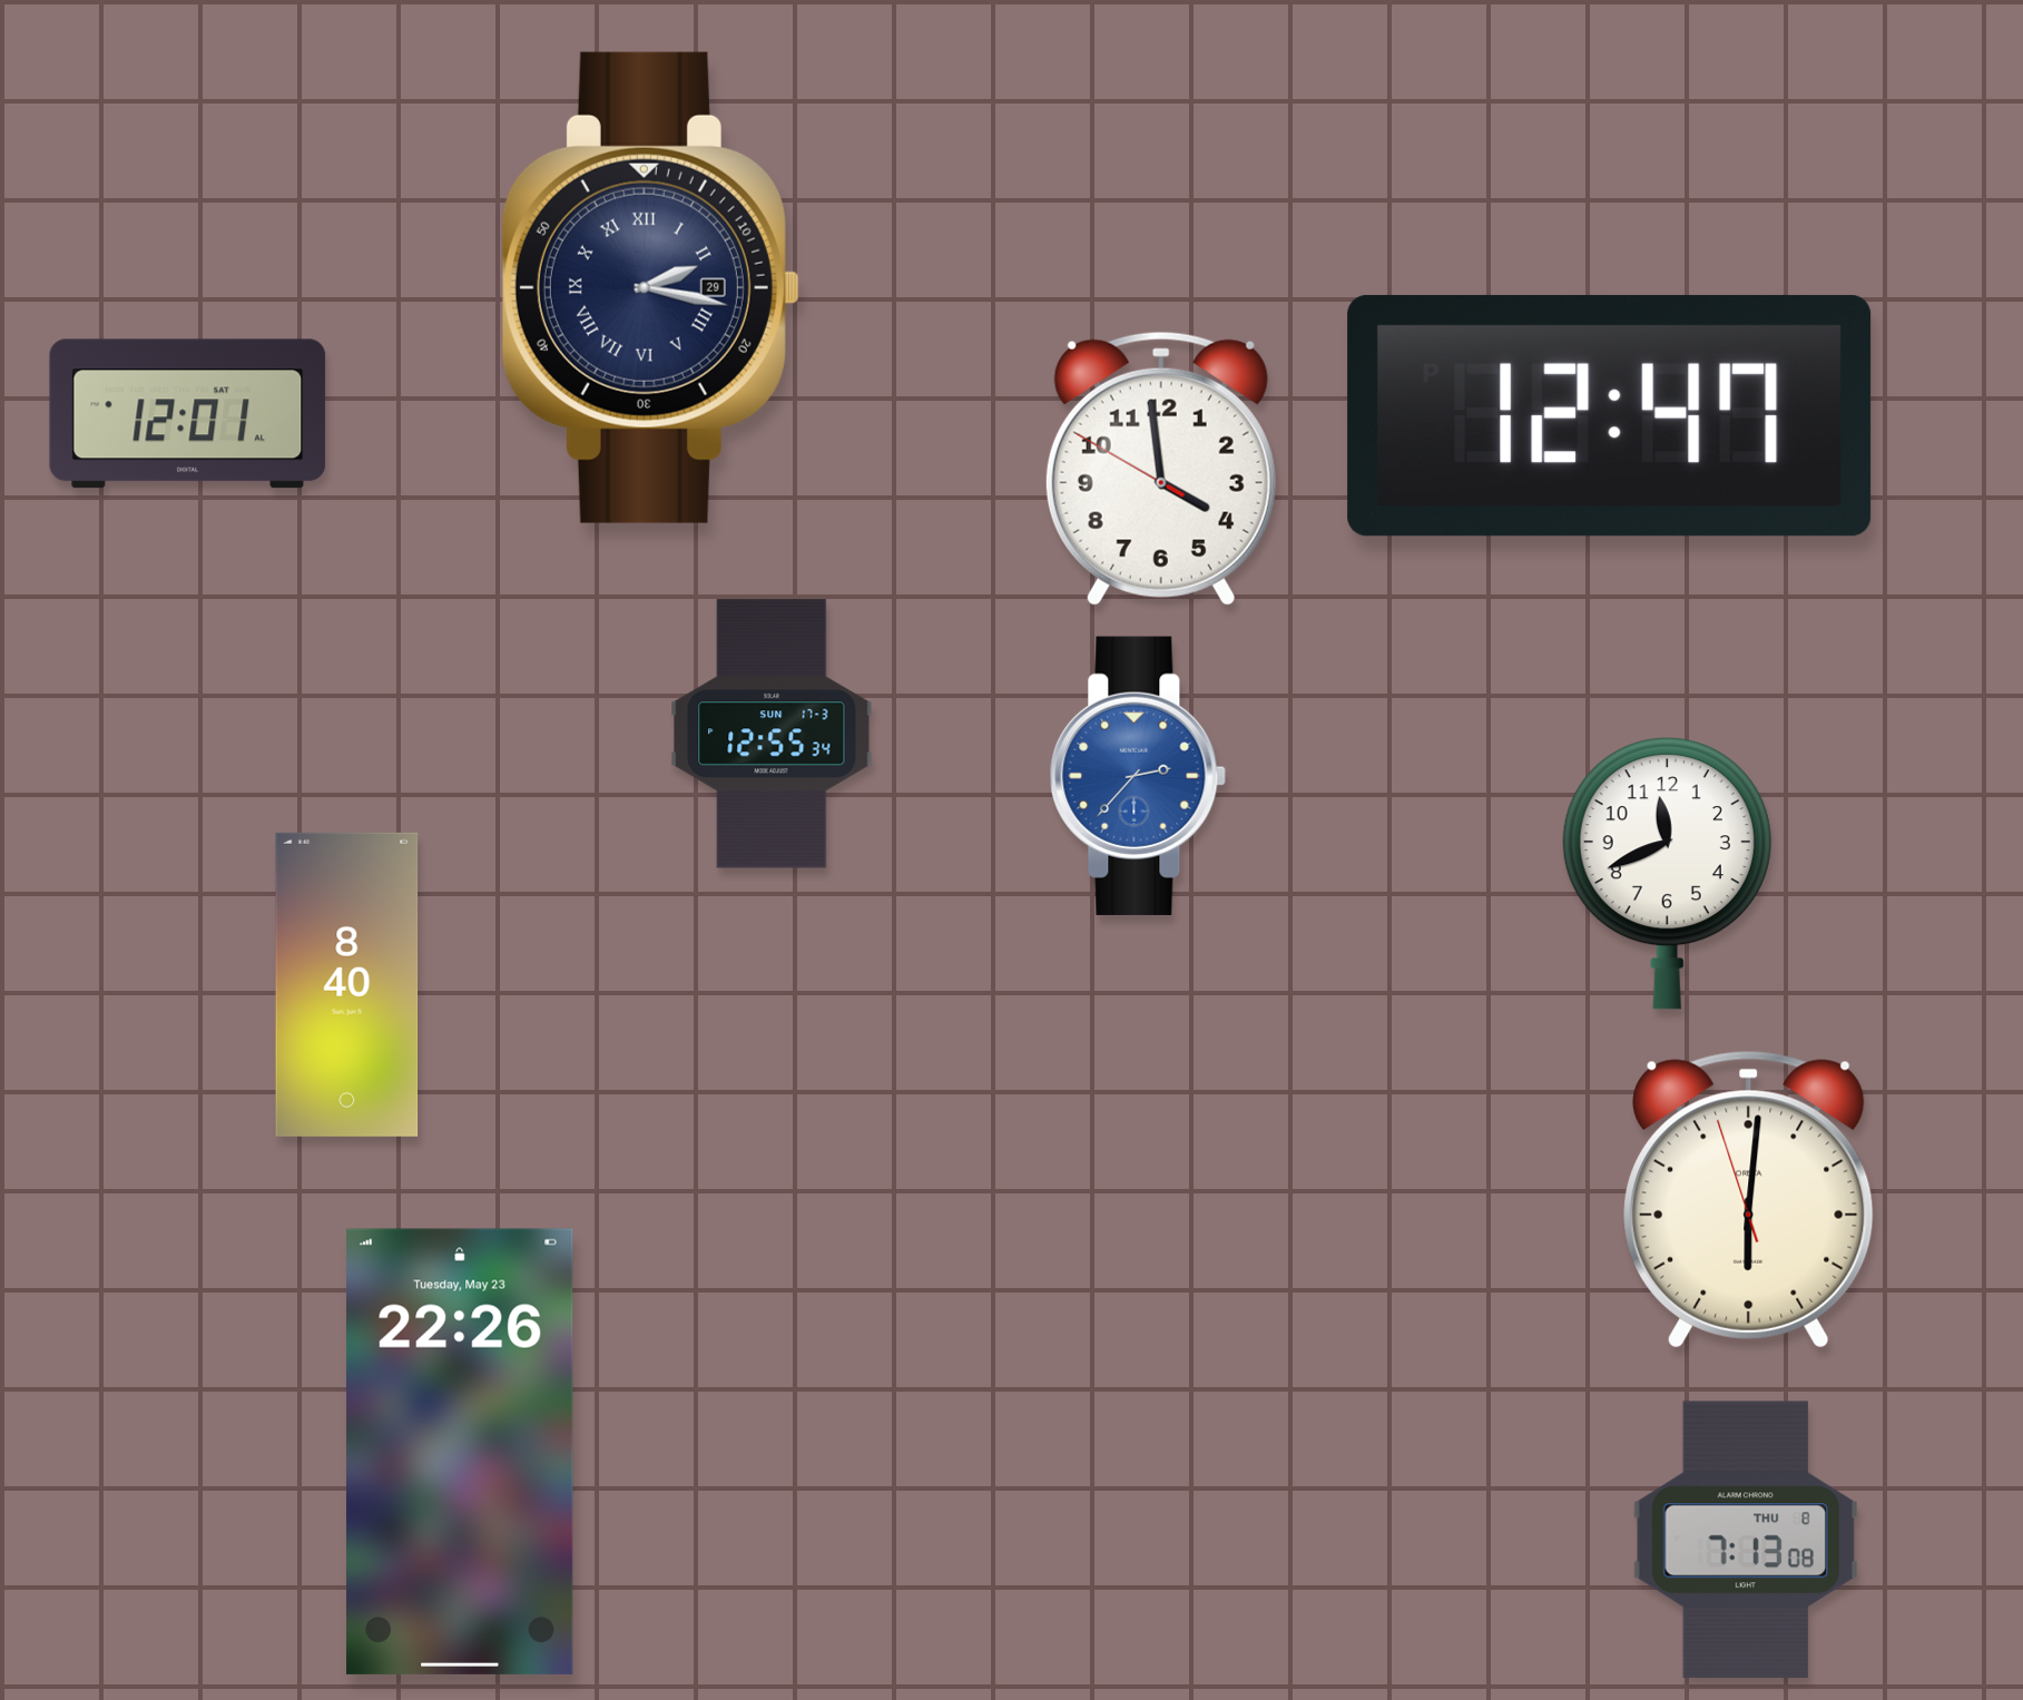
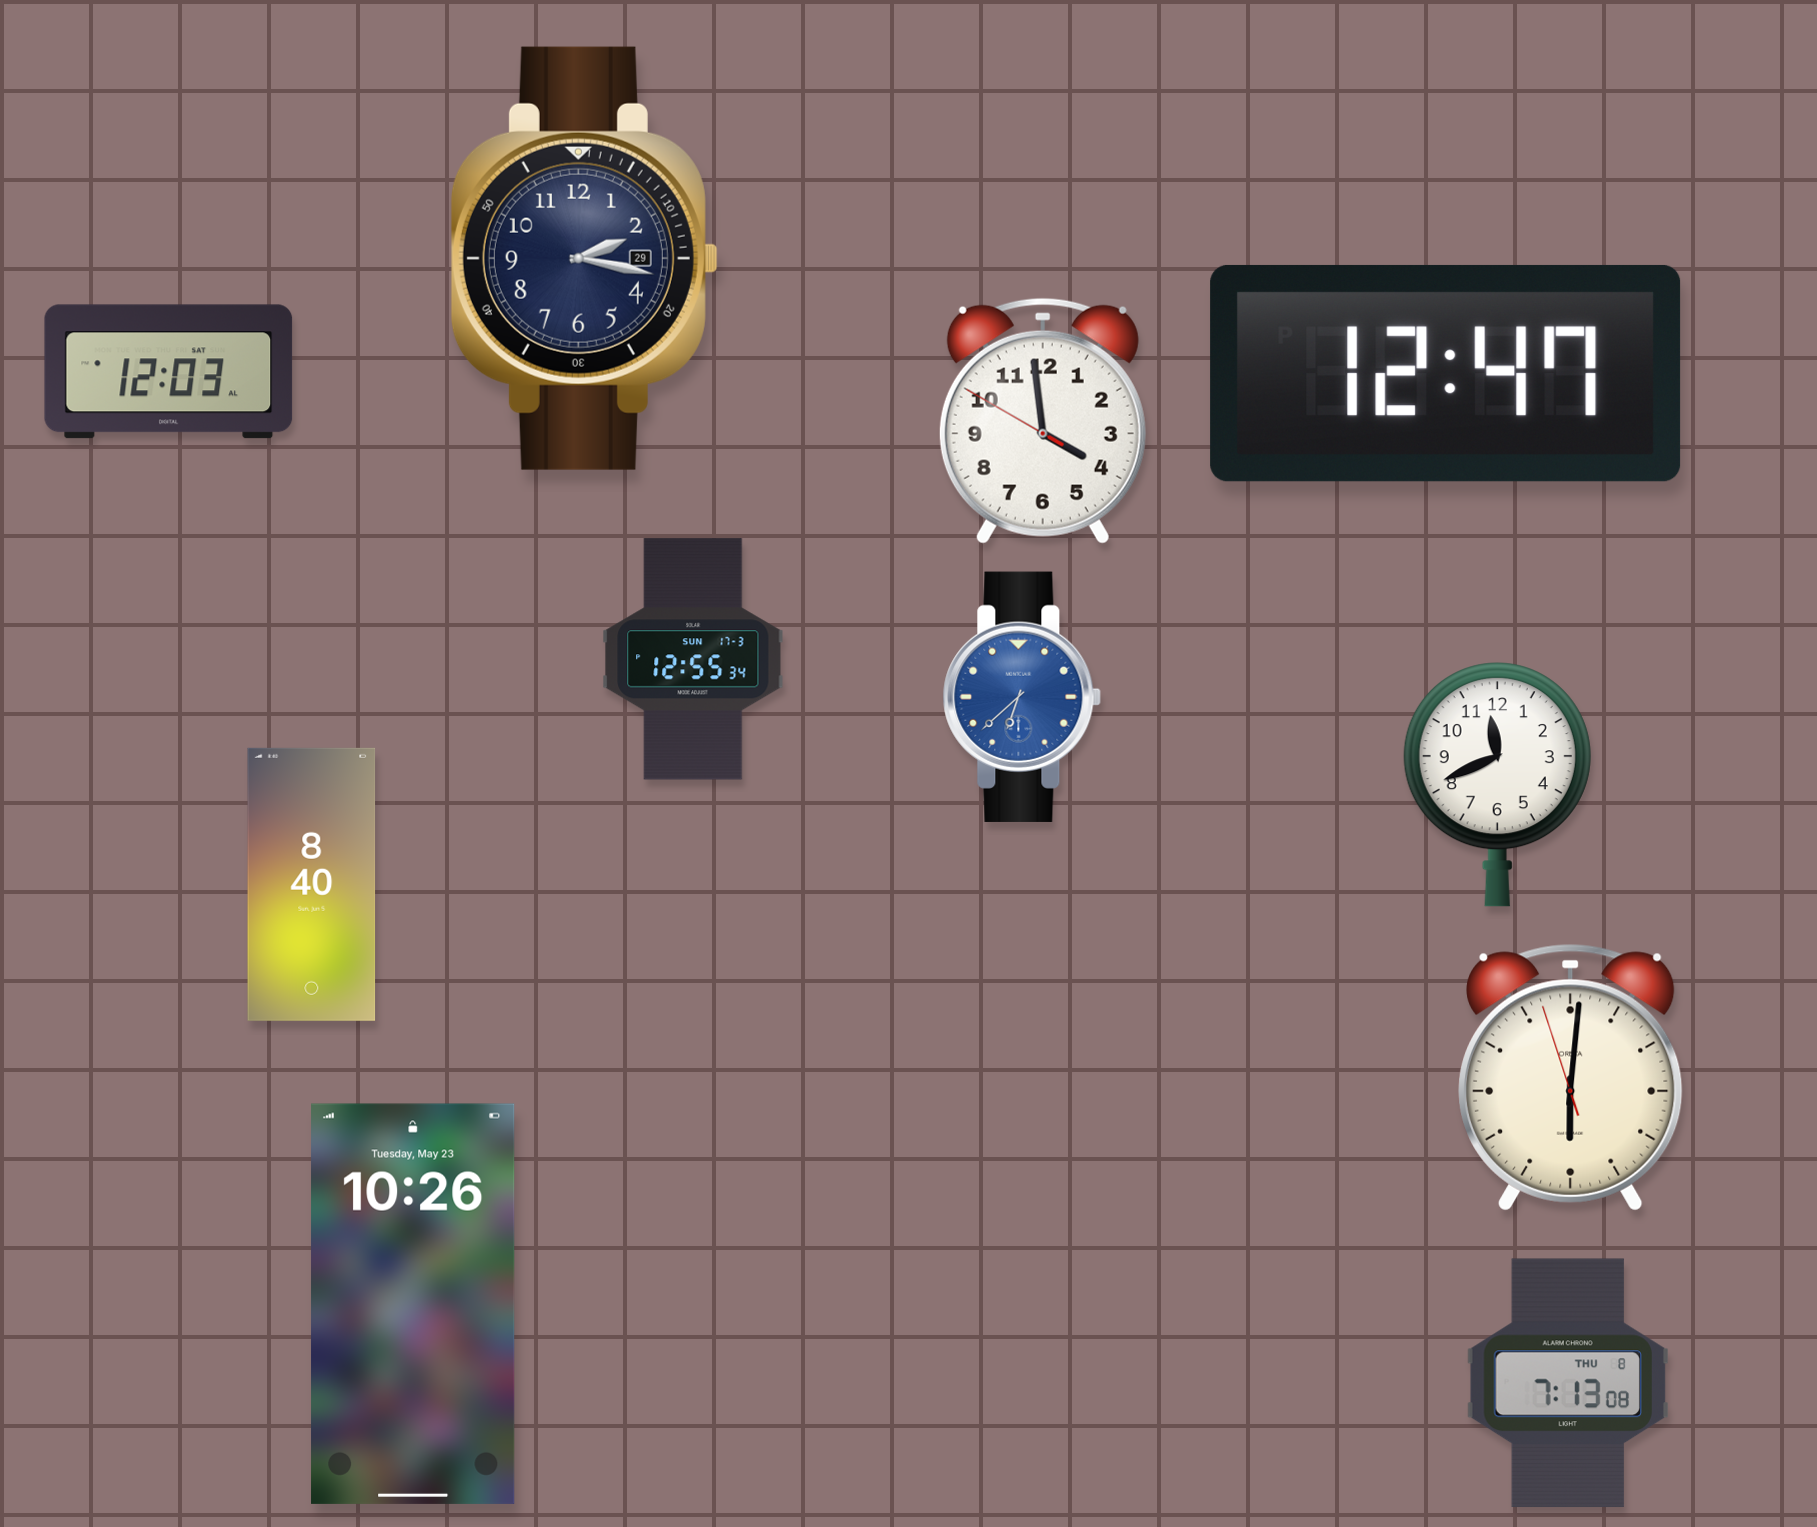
clock at (650, 287) numerals: Roman -> Arabic
clock at (188, 414): 12:01 -> 12:03
clock at (1138, 776): 2:37 -> 6:38
clock at (460, 1452): 22:26 -> 10:26
